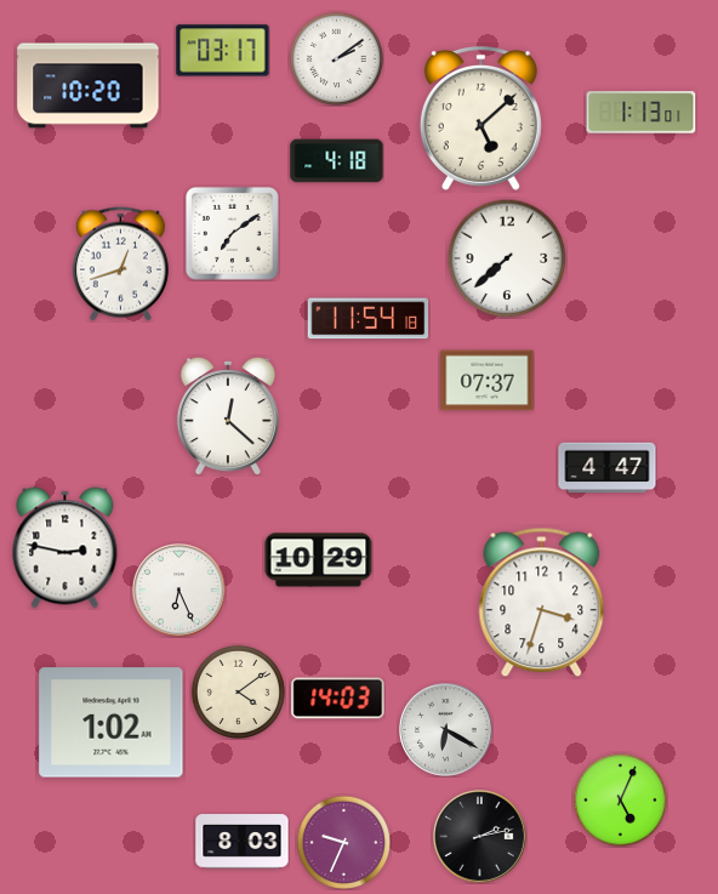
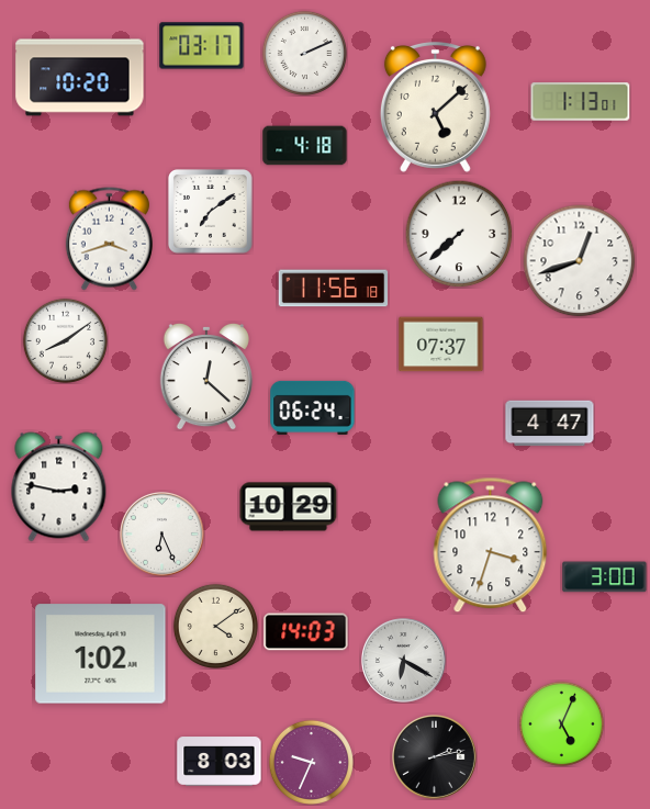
clock at (336, 58): 2:09 -> 2:11
clock at (120, 264): 12:42 -> 3:42
clock at (580, 261): none -> 12:42
clock at (369, 319): 11:54 -> 11:56
clock at (65, 340): none -> 8:09
clock at (313, 407): none -> 06:24
clock at (65, 548) position: (65, 548) -> (59, 487)
clock at (605, 577): none -> 3:00
